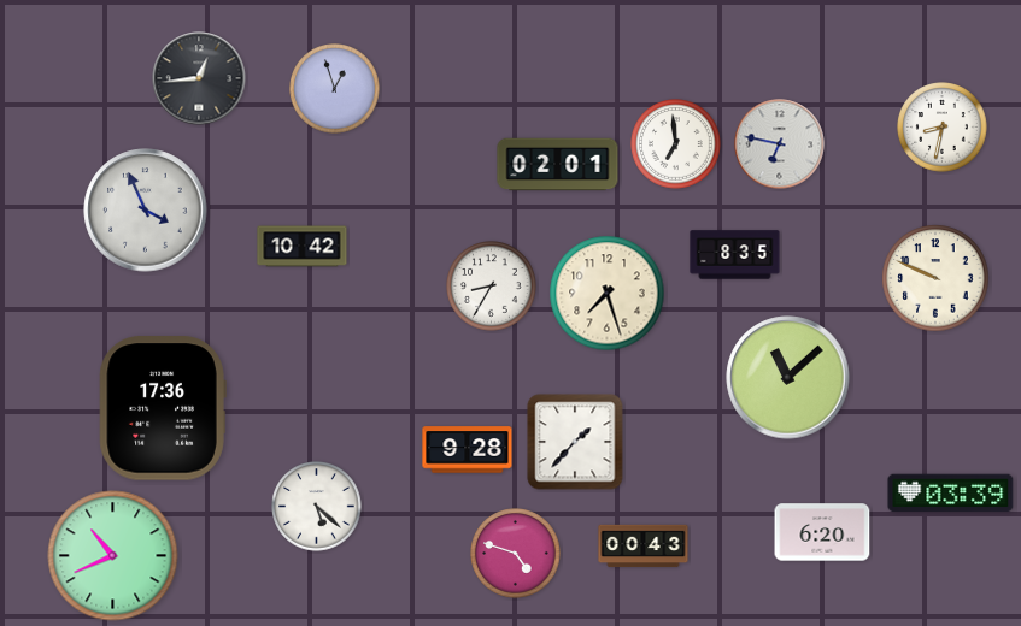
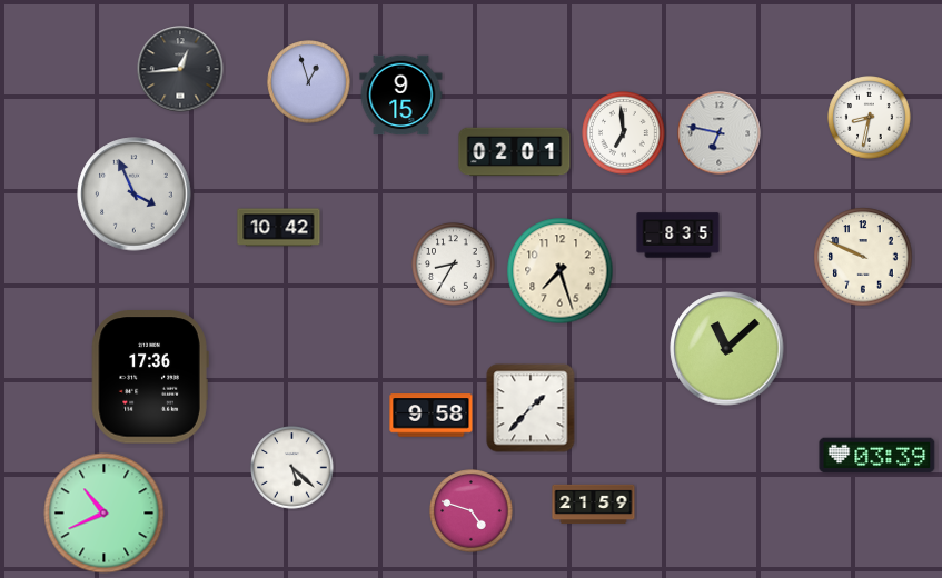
clock at (199, 78) position: (199, 78) -> (180, 69)
clock at (401, 96): none -> 9:15
clock at (468, 450): 9:28 -> 9:58
clock at (822, 532): 6:20 -> none
clock at (644, 547): 00:43 -> 21:59
clock at (516, 554) position: (516, 554) -> (472, 511)
